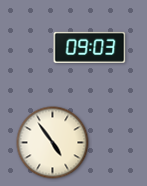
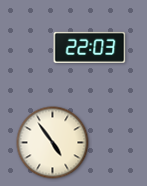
clock at (90, 47): 09:03 -> 22:03
